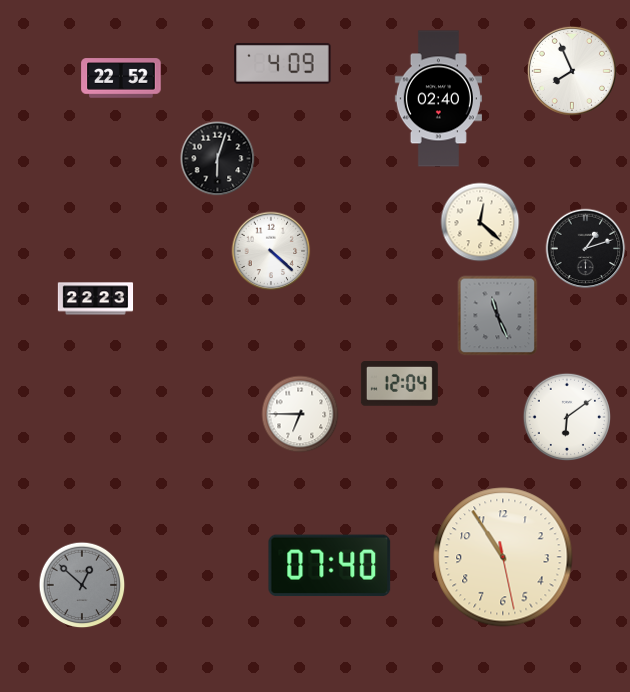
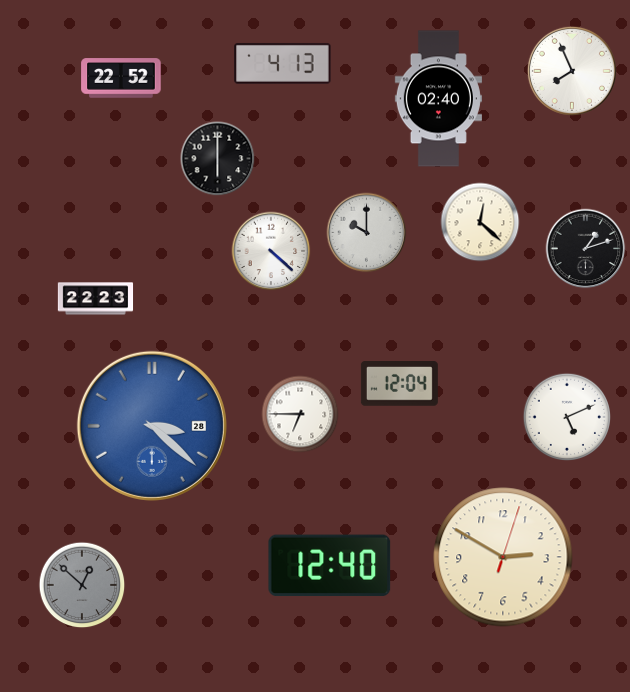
clock at (283, 64): 4:09 -> 4:13
clock at (218, 159): 6:03 -> 6:00
clock at (367, 233): none -> 10:00
clock at (498, 316): 11:26 -> none
clock at (566, 416): 6:09 -> 5:11
clock at (152, 426): none -> 3:22
clock at (503, 557): 10:54 -> 2:50
clock at (330, 566): 07:40 -> 12:40
